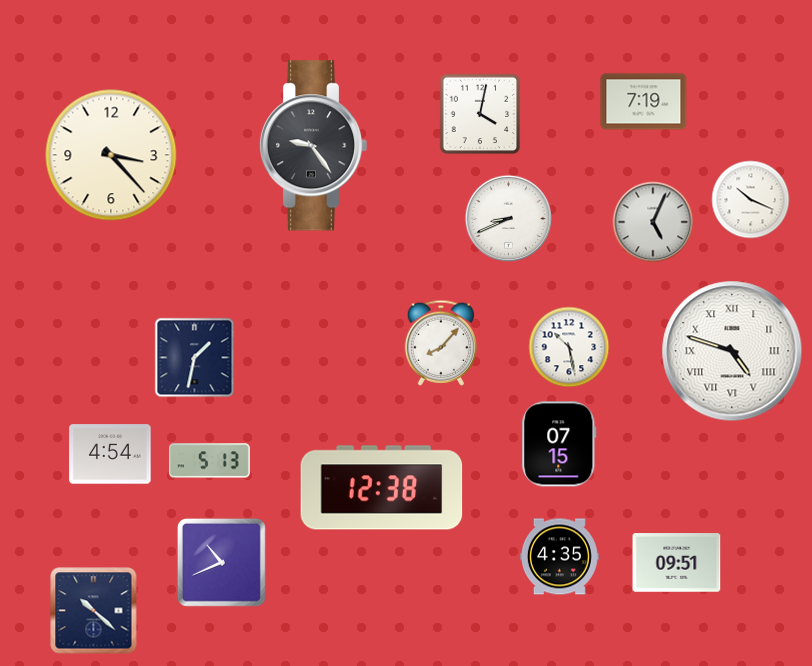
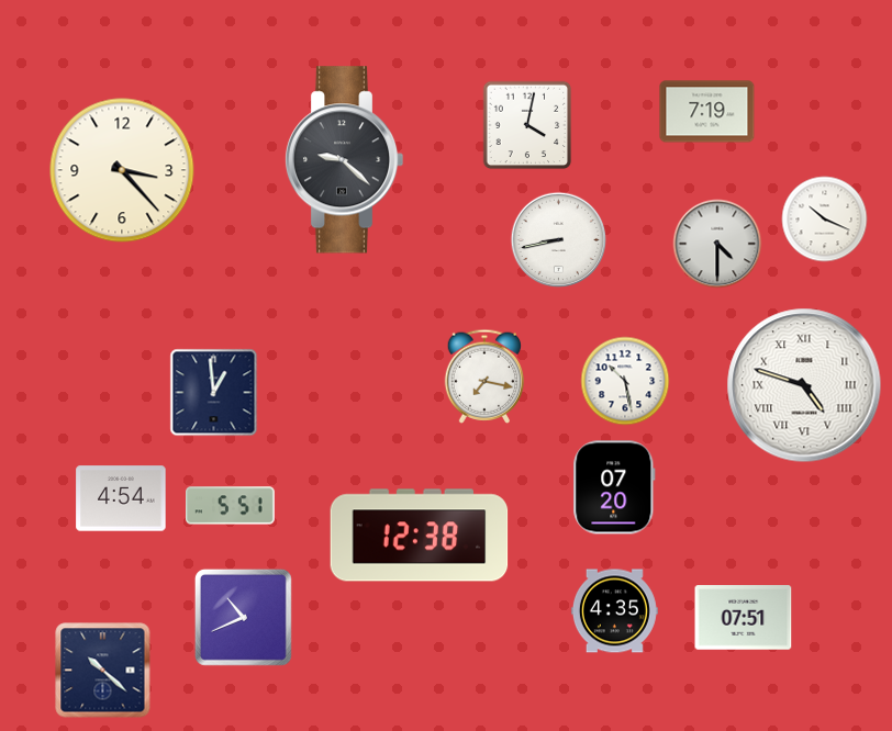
clock at (313, 146): 9:24 -> 9:22
clock at (509, 219): 8:41 -> 8:43
clock at (653, 222): 5:04 -> 4:30
clock at (441, 343): 8:07 -> 7:17
clock at (195, 358): 1:32 -> 12:59
clock at (559, 444): 07:15 -> 07:20
clock at (210, 461): 5:13 -> 5:51
clock at (677, 563): 09:51 -> 07:51
